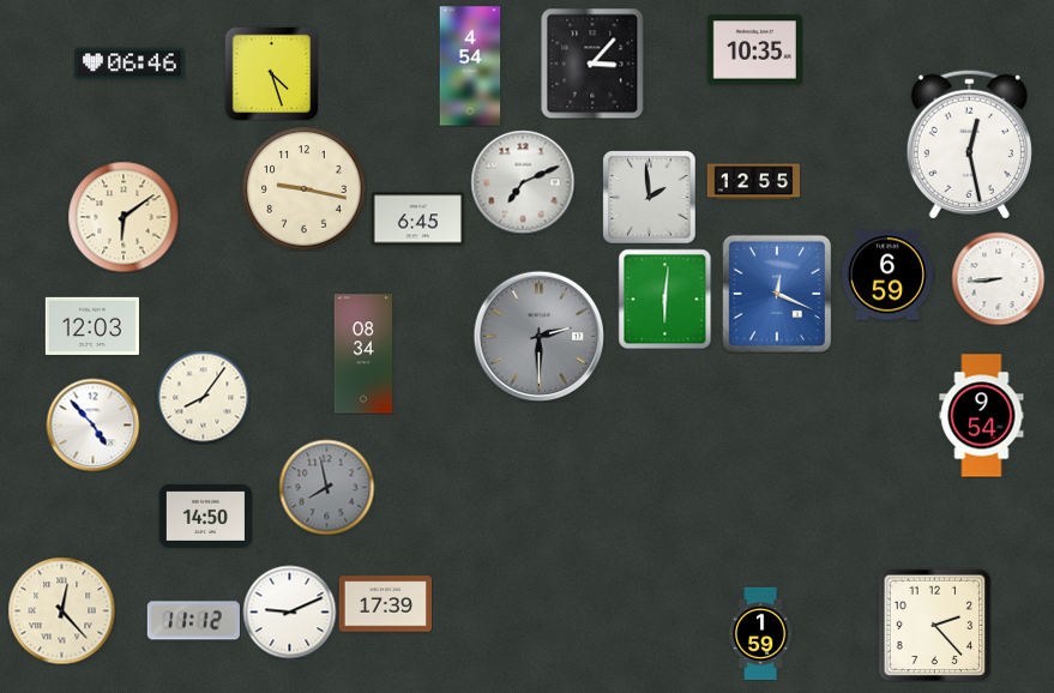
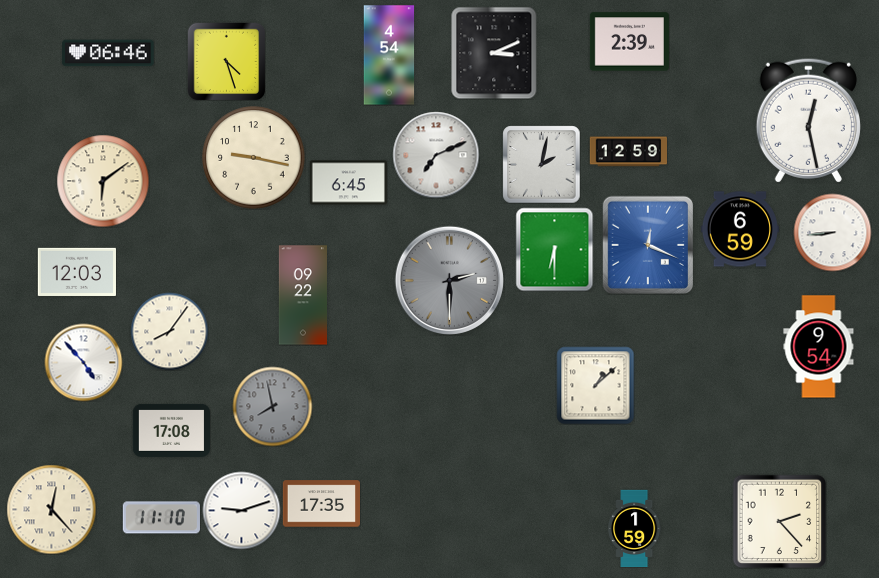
clock at (754, 50): 10:35 -> 2:39
clock at (592, 64): 3:07 -> 3:11
clock at (470, 66) position: (470, 66) -> (389, 55)
clock at (523, 182) position: (523, 182) -> (436, 155)
clock at (753, 182): 12:55 -> 12:59
clock at (649, 197): 1:59 -> 2:02
clock at (665, 299): 6:01 -> 6:30
clock at (362, 354): 08:34 -> 09:22
clock at (92, 424) position: (92, 424) -> (83, 362)
clock at (595, 385): none -> 1:08
clock at (205, 516): 14:50 -> 17:08
clock at (385, 604): 17:39 -> 17:35
clock at (289, 611): 9:11 -> 9:12
clock at (193, 621): 11:12 -> 11:10
